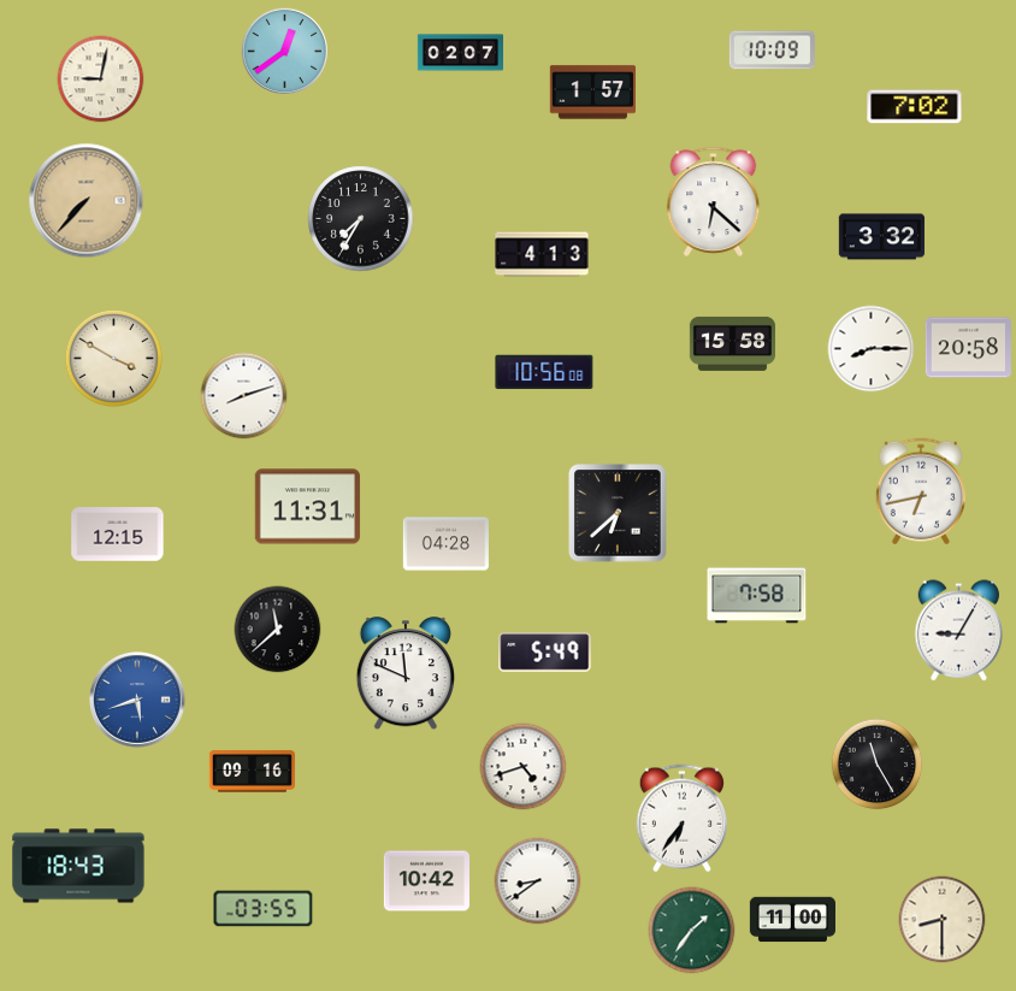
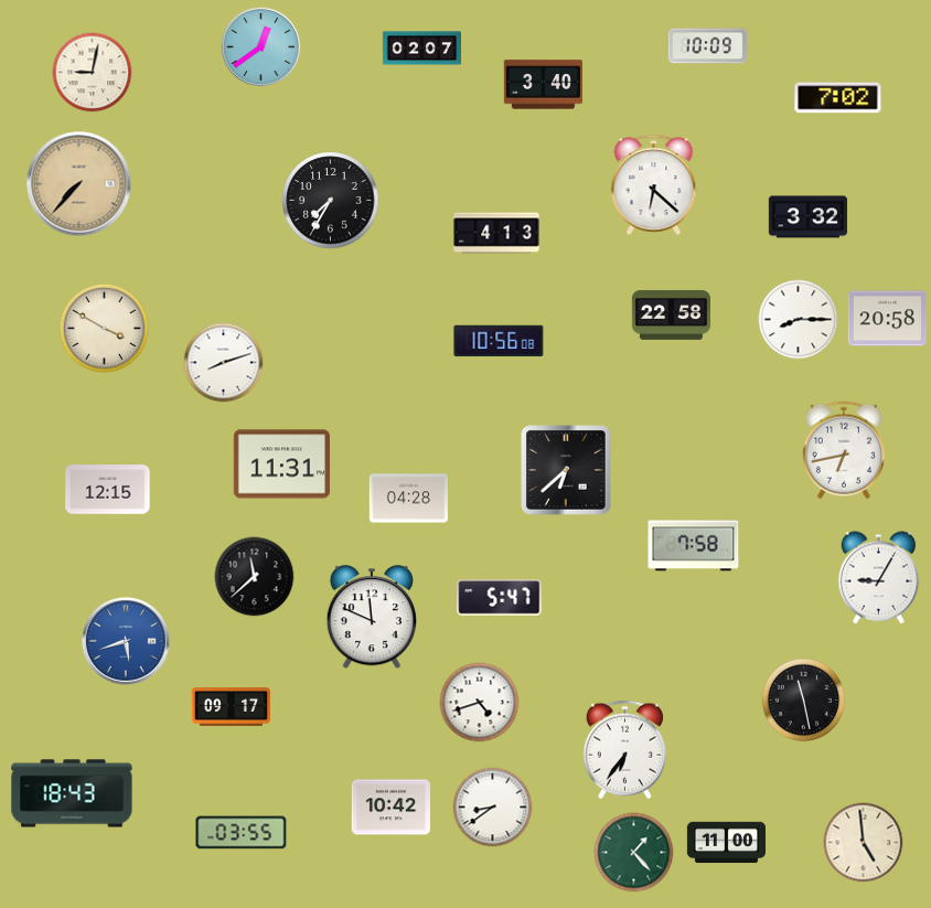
clock at (592, 93): 1:57 -> 3:40
clock at (732, 343): 15:58 -> 22:58
clock at (545, 653): 5:49 -> 5:47
clock at (878, 765): 11:25 -> 11:28
clock at (252, 772): 09:16 -> 09:17
clock at (943, 920): 8:30 -> 4:59
clock at (692, 931): 1:36 -> 1:23
